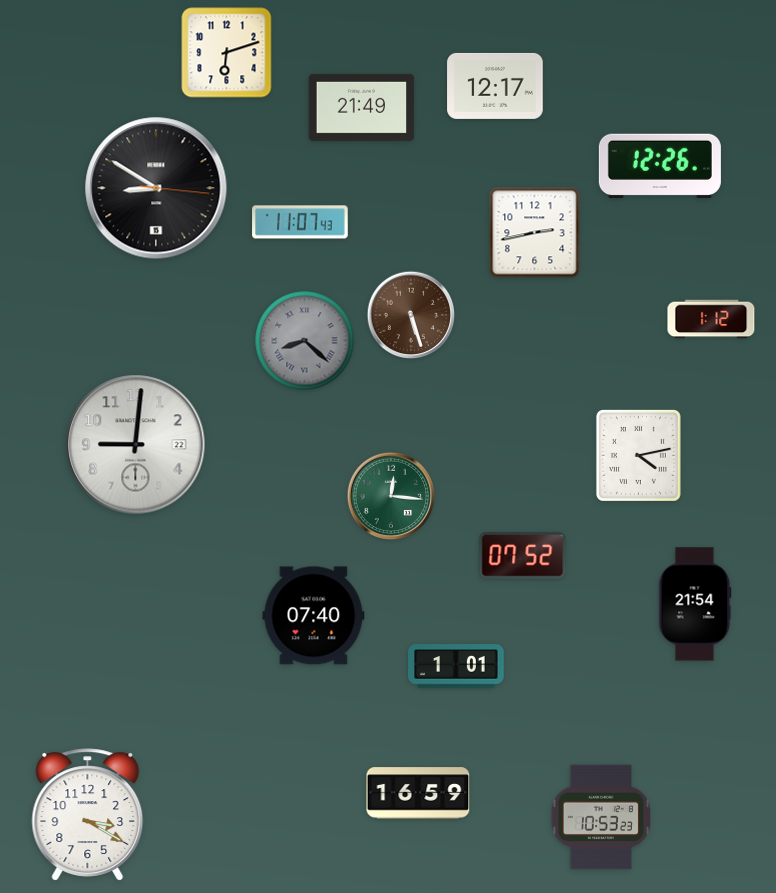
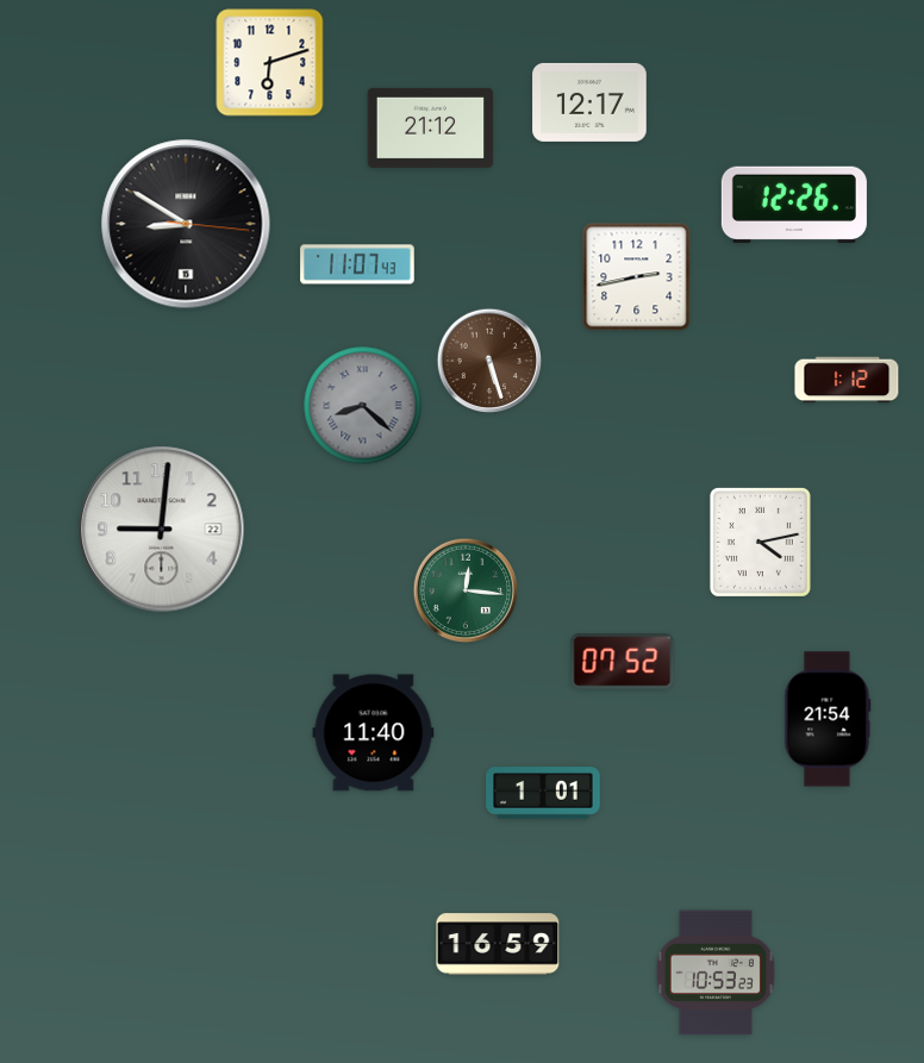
clock at (362, 107): 21:49 -> 21:12
clock at (660, 165) position: (660, 165) -> (794, 204)
clock at (411, 315) position: (411, 315) -> (489, 361)
clock at (314, 616): 07:40 -> 11:40
clock at (88, 815): 3:20 -> none
